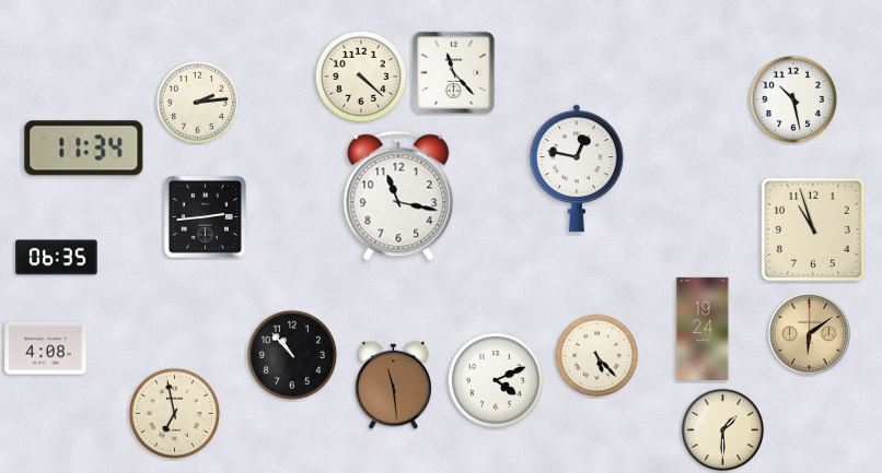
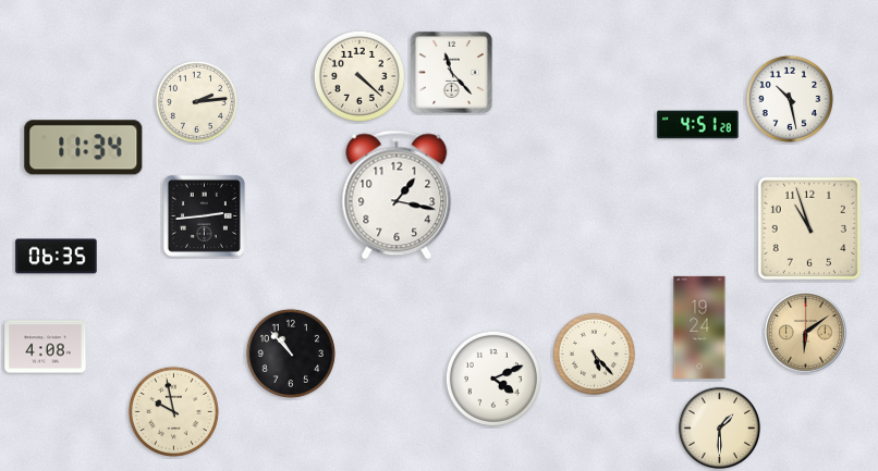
clock at (698, 125): none -> 4:51
clock at (577, 168): 12:47 -> none
clock at (398, 196): 11:17 -> 1:17
clock at (393, 385): 11:29 -> none
clock at (174, 413): 6:58 -> 9:58
